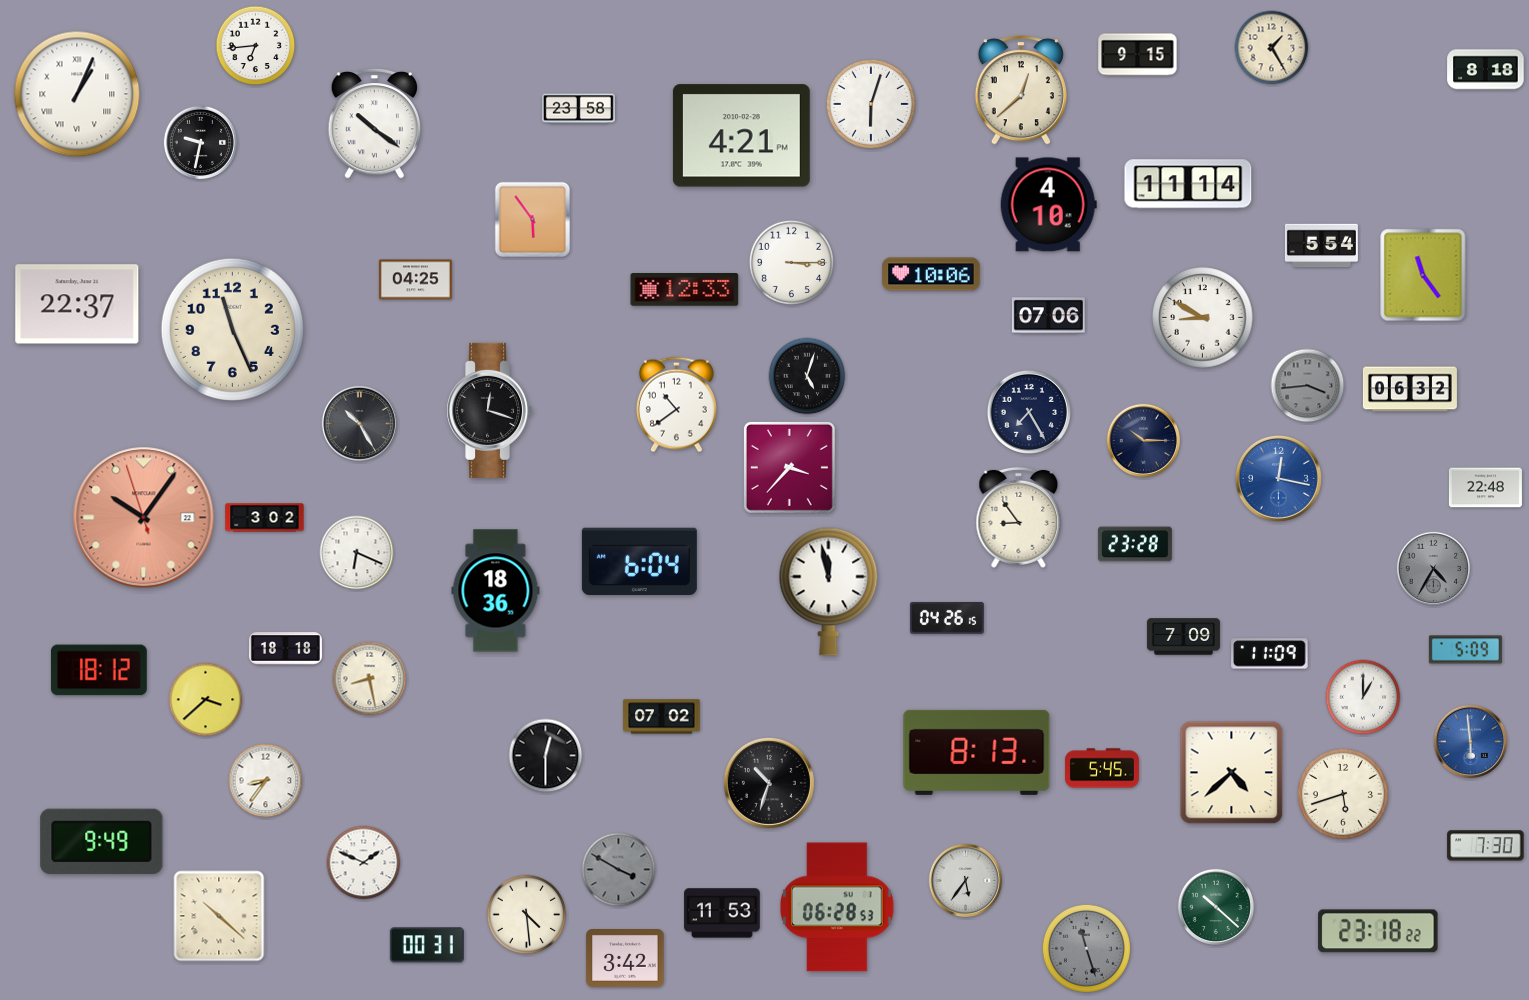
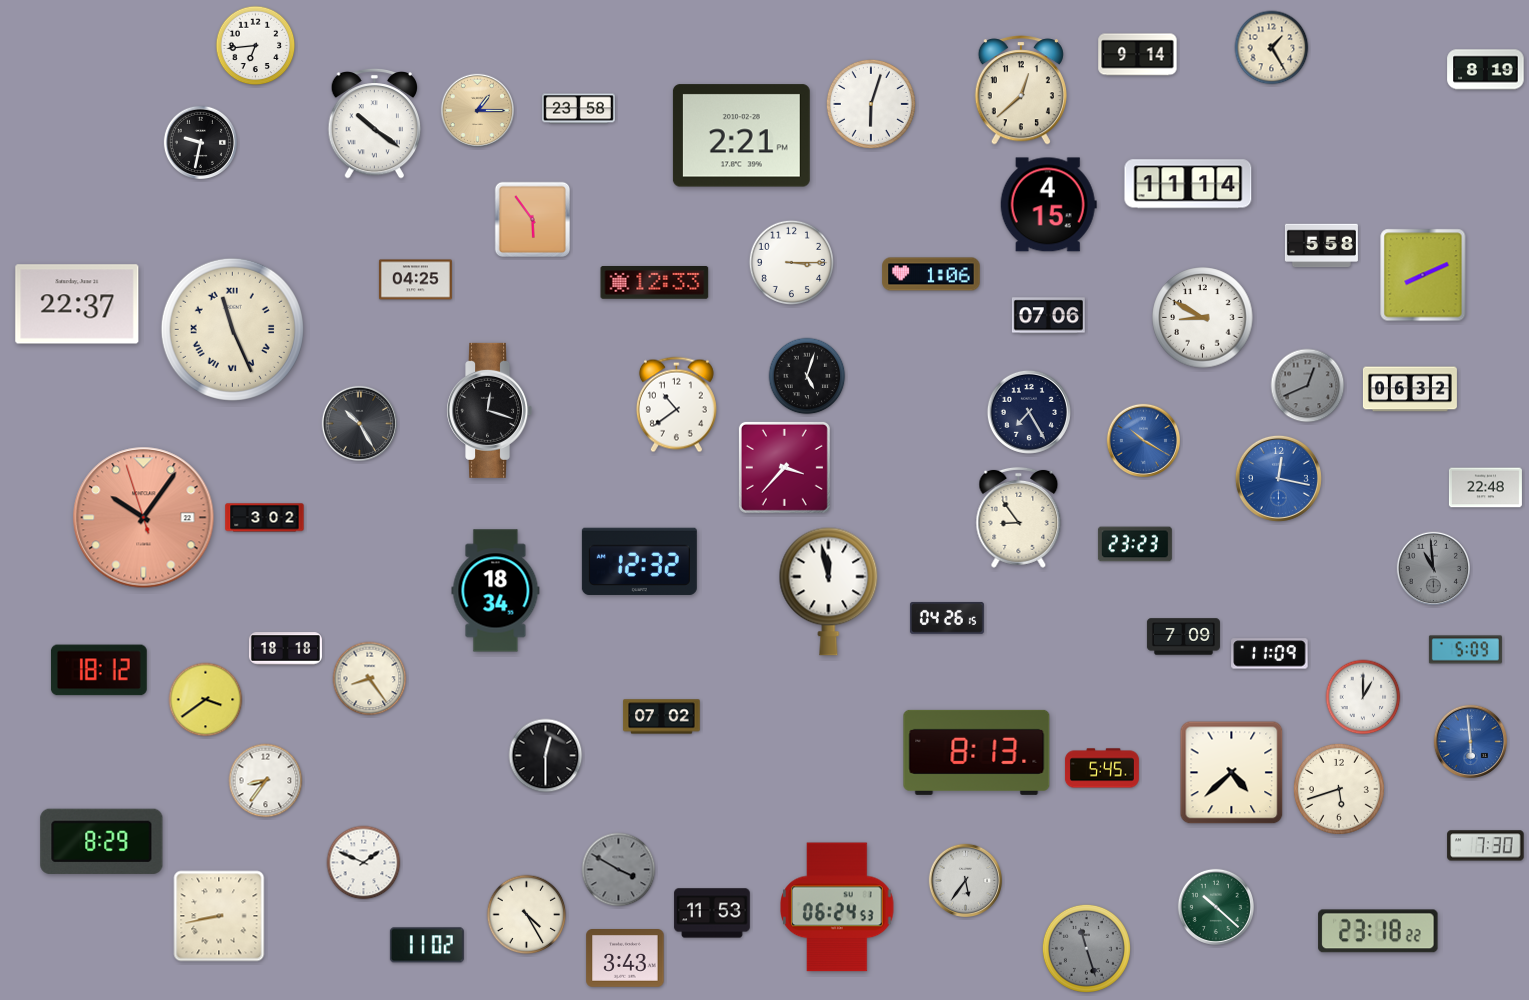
clock at (1138, 55): 9:15 -> 9:14
clock at (1486, 70): 8:18 -> 8:19
clock at (77, 94): 1:04 -> none
clock at (477, 110): none -> 1:15
clock at (741, 136): 4:21 -> 2:21
clock at (1048, 205): 4:10 -> 4:15
clock at (1321, 246): 5:54 -> 5:58
clock at (931, 274): 10:06 -> 1:06
clock at (1423, 275): 11:24 -> 8:11
clock at (685, 290) position: (685, 290) -> (655, 283)
clock at (232, 329) numerals: Arabic -> Roman
clock at (1308, 386): 3:44 -> 12:41
clock at (1143, 440): 10:15 -> 10:20
clock at (1143, 440) dial: navy -> blue
clock at (789, 467) position: (789, 467) -> (784, 467)
clock at (1135, 544): 23:28 -> 23:23
clock at (357, 553): 6:19 -> none
clock at (639, 561): 6:04 -> 12:32
clock at (1433, 568): 4:35 -> 10:59
clock at (496, 591): 18:36 -> 18:34
clock at (370, 679): 8:28 -> 8:24
clock at (206, 700): 3:38 -> 3:39
clock at (769, 783): 10:33 -> none
clock at (1343, 794) position: (1343, 794) -> (1339, 789)
clock at (102, 841): 9:49 -> 8:29
clock at (838, 907): 06:28 -> 06:24
clock at (722, 913) position: (722, 913) -> (712, 913)
clock at (527, 915): 4:29 -> 4:25
clock at (219, 916): 10:22 -> 8:43
clock at (427, 945): 00:31 -> 11:02
clock at (625, 959): 3:42 -> 3:43
